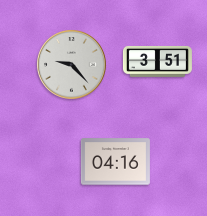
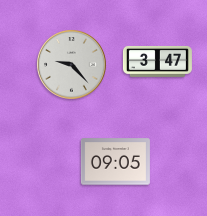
clock at (157, 61): 3:51 -> 3:47
clock at (115, 162): 04:16 -> 09:05
